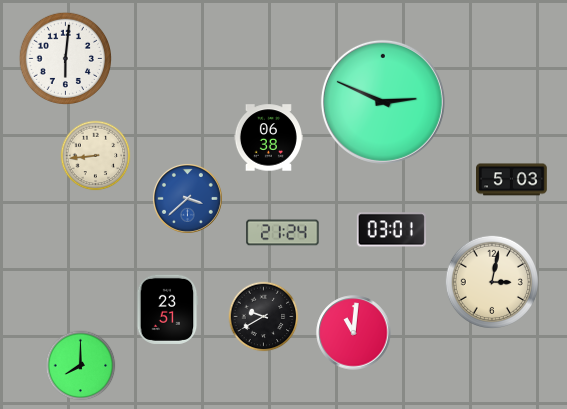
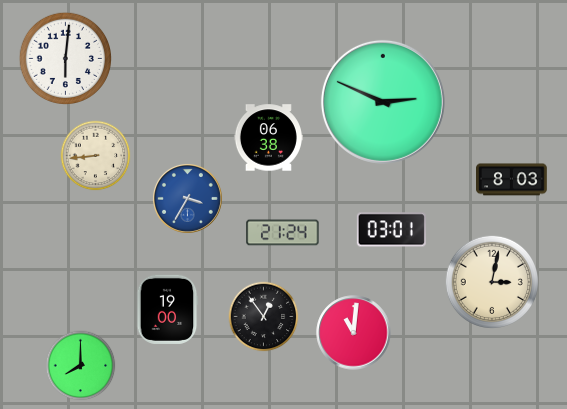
clock at (512, 180): 5:03 -> 8:03
clock at (187, 198): 3:38 -> 3:35
clock at (168, 309): 23:51 -> 19:00
clock at (264, 317): 9:40 -> 12:54
